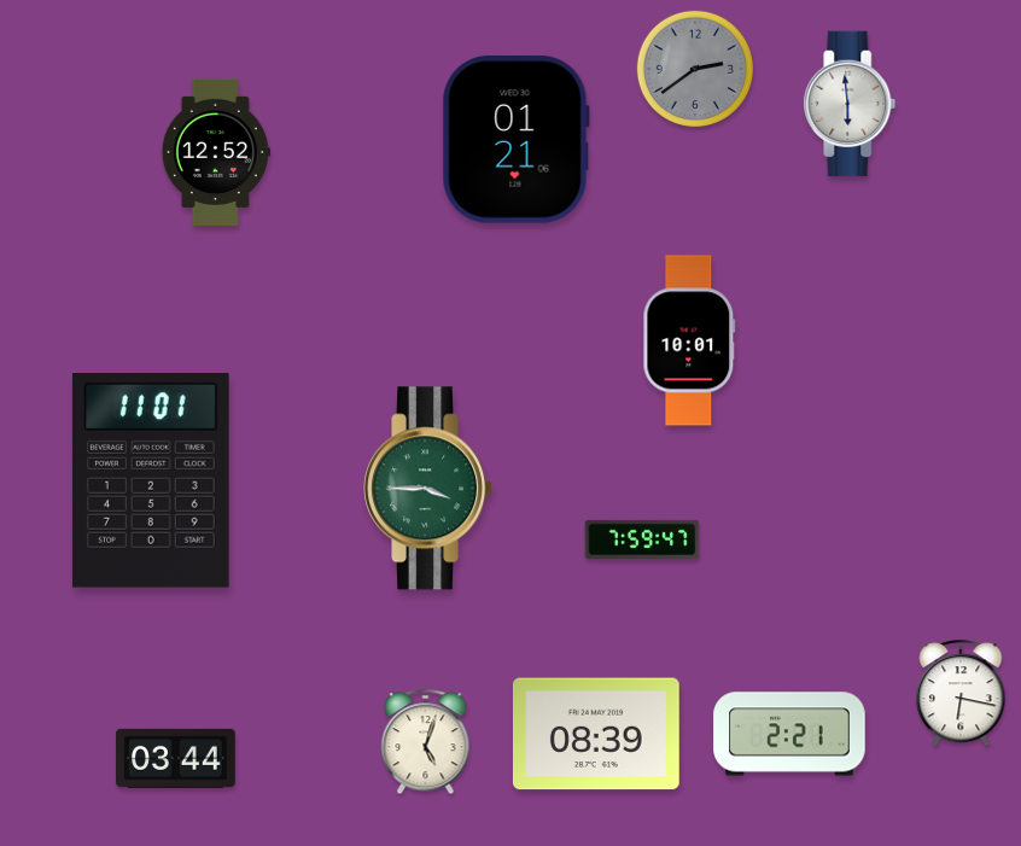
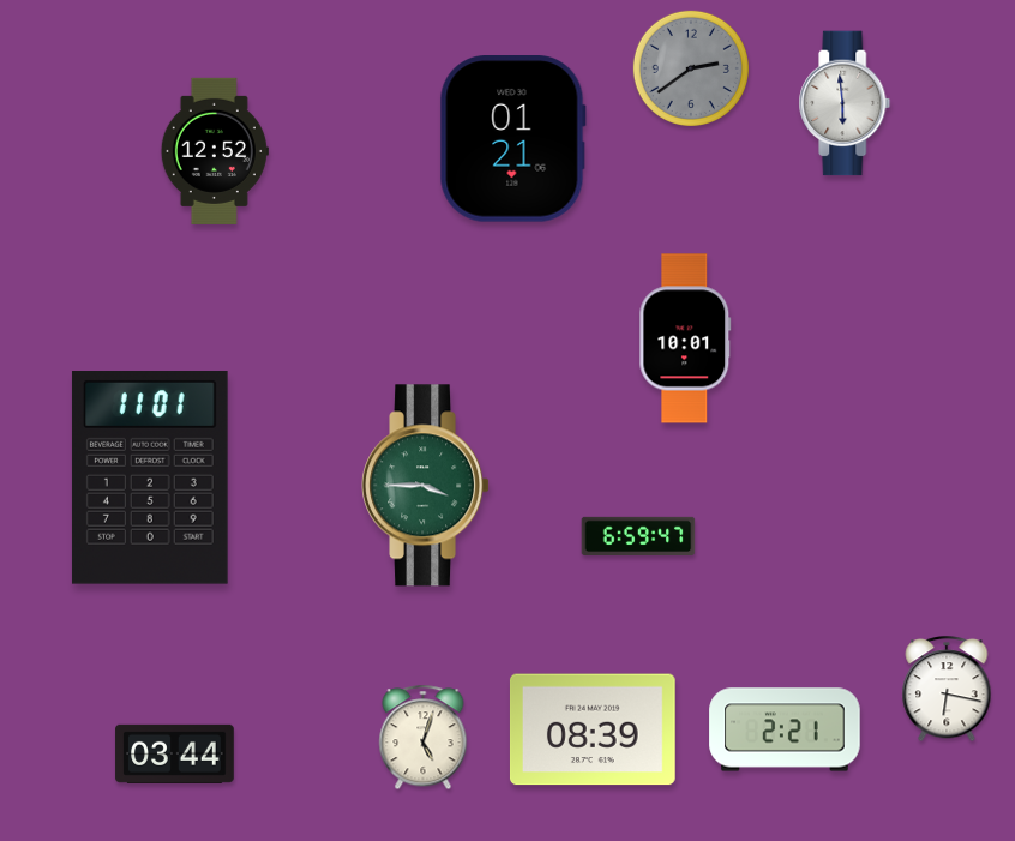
clock at (642, 539): 7:59 -> 6:59
clock at (961, 694) position: (961, 694) -> (947, 690)
